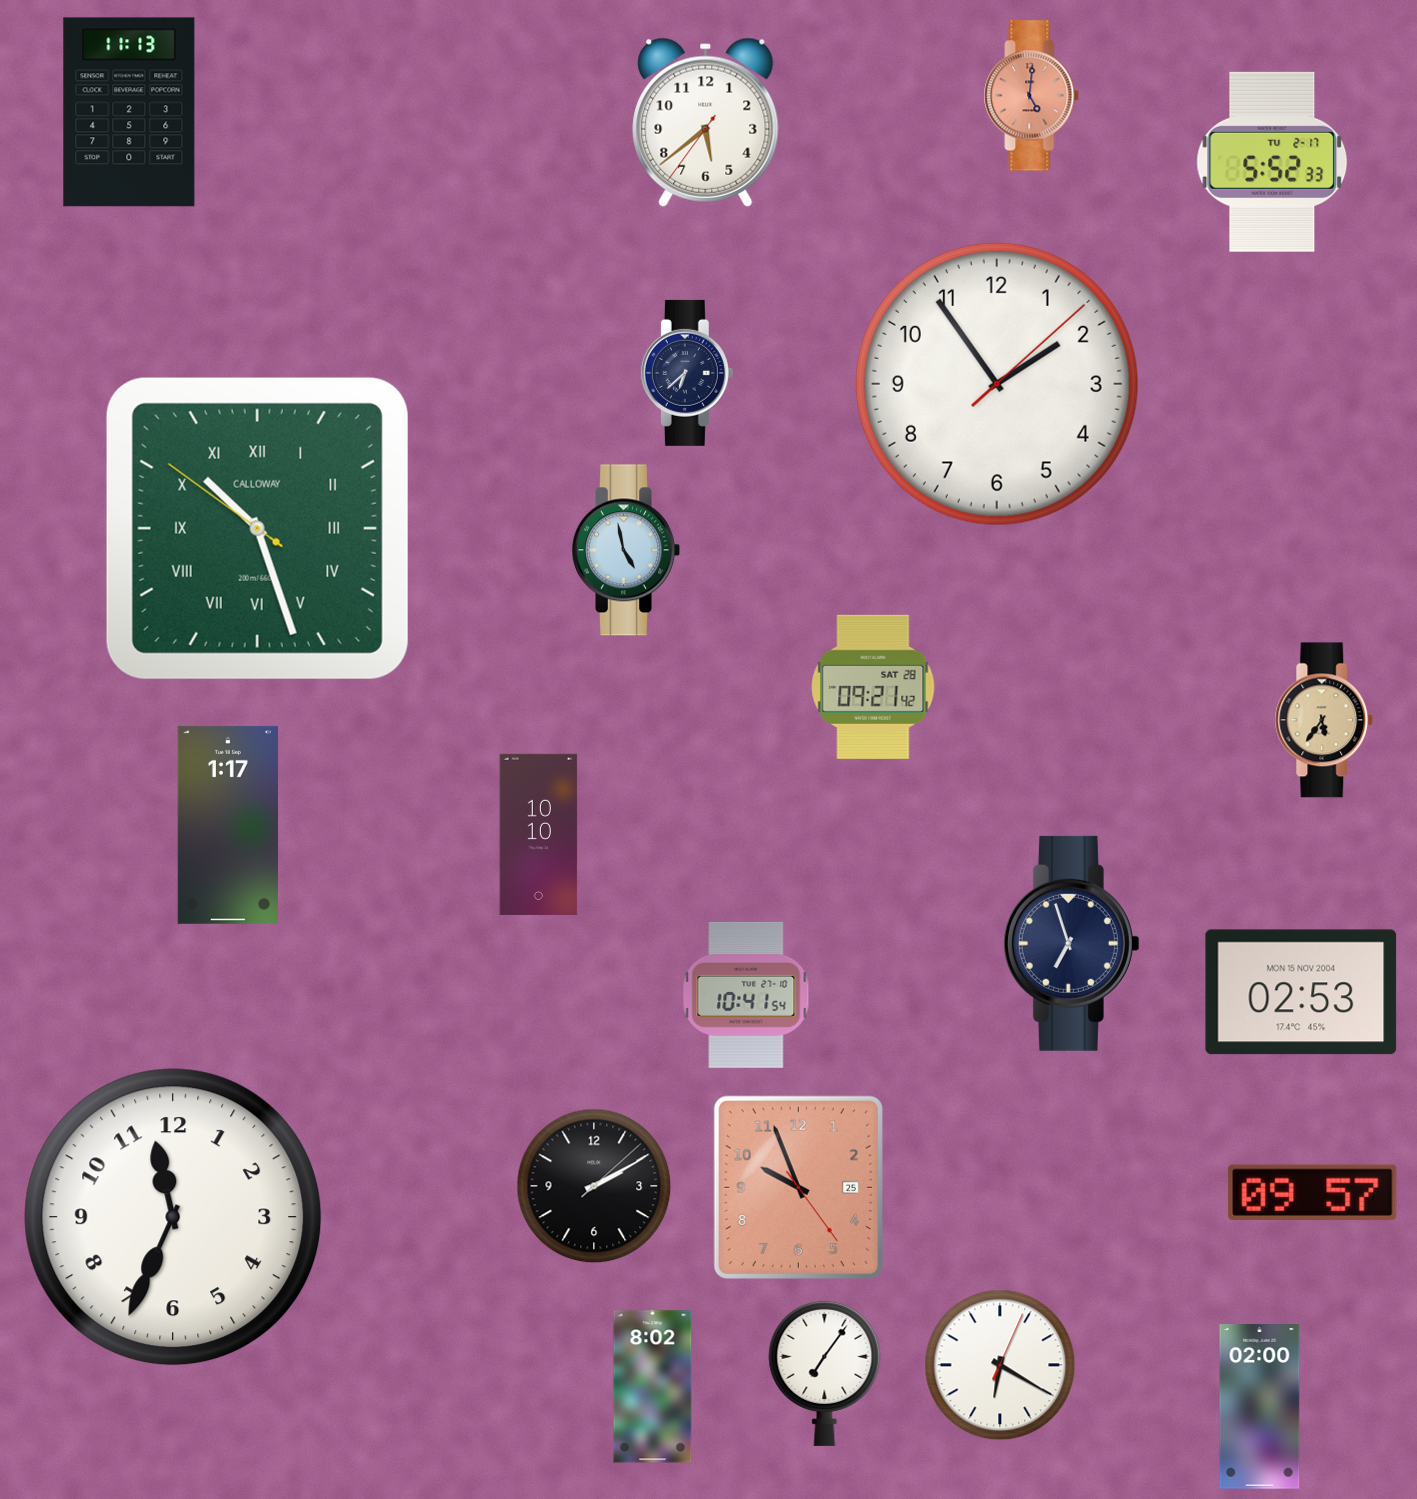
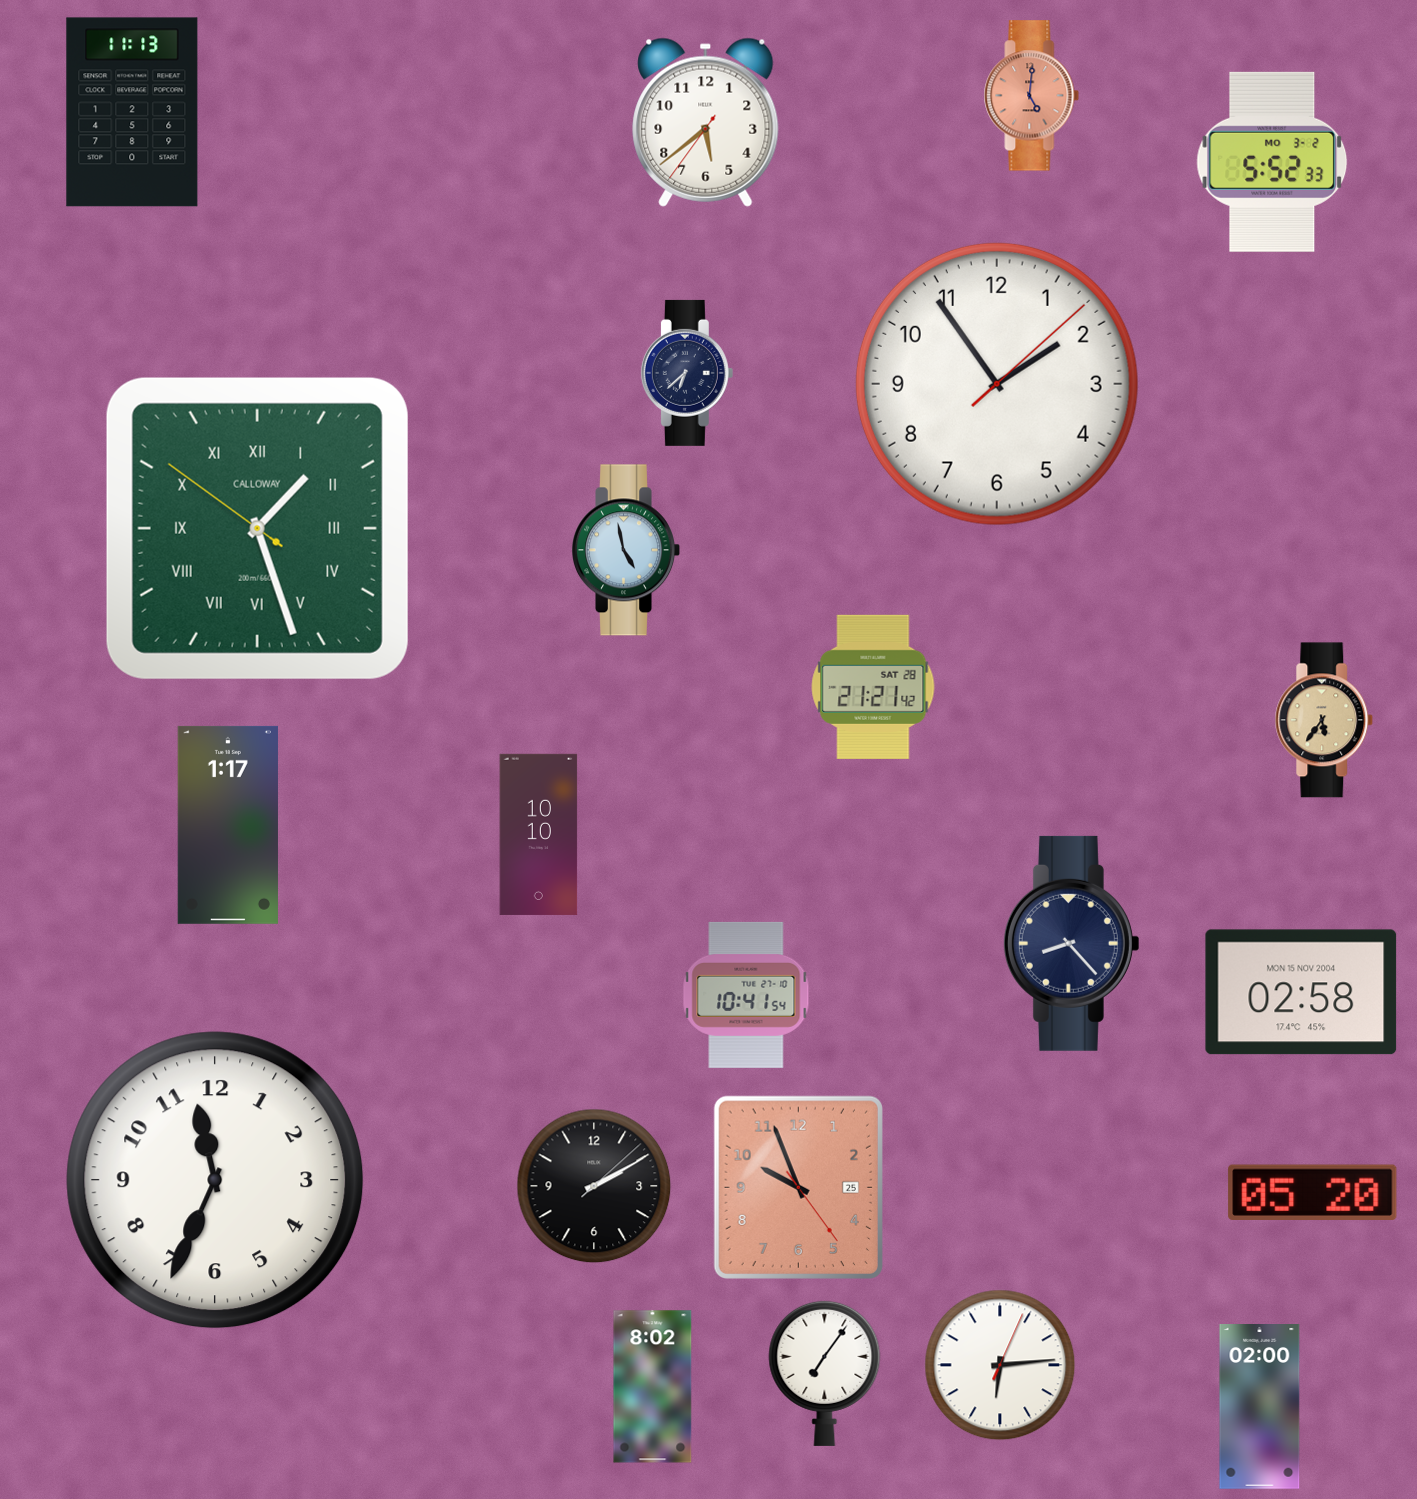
clock at (129, 112) position: (129, 112) -> (132, 112)
clock at (1272, 162) date: TU 2-17 -> MO 3-2
clock at (257, 528): 10:26 -> 1:26
clock at (873, 687): 09:21 -> 21:21
clock at (1071, 943): 6:57 -> 8:23
clock at (1301, 992): 02:53 -> 02:58
clock at (1313, 1192): 09:57 -> 05:20
clock at (173, 1217) position: (173, 1217) -> (215, 1180)
clock at (1000, 1365): 6:20 -> 6:14
